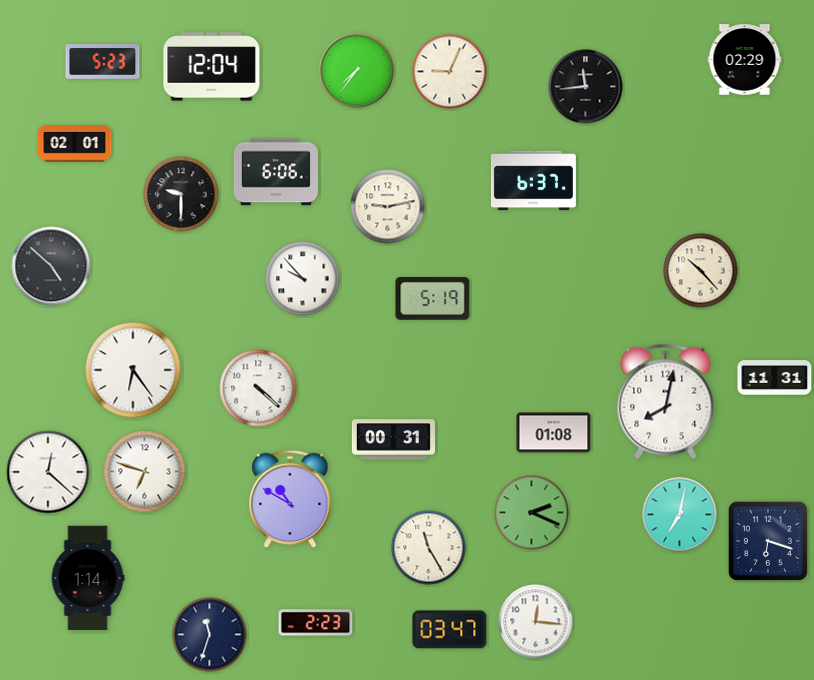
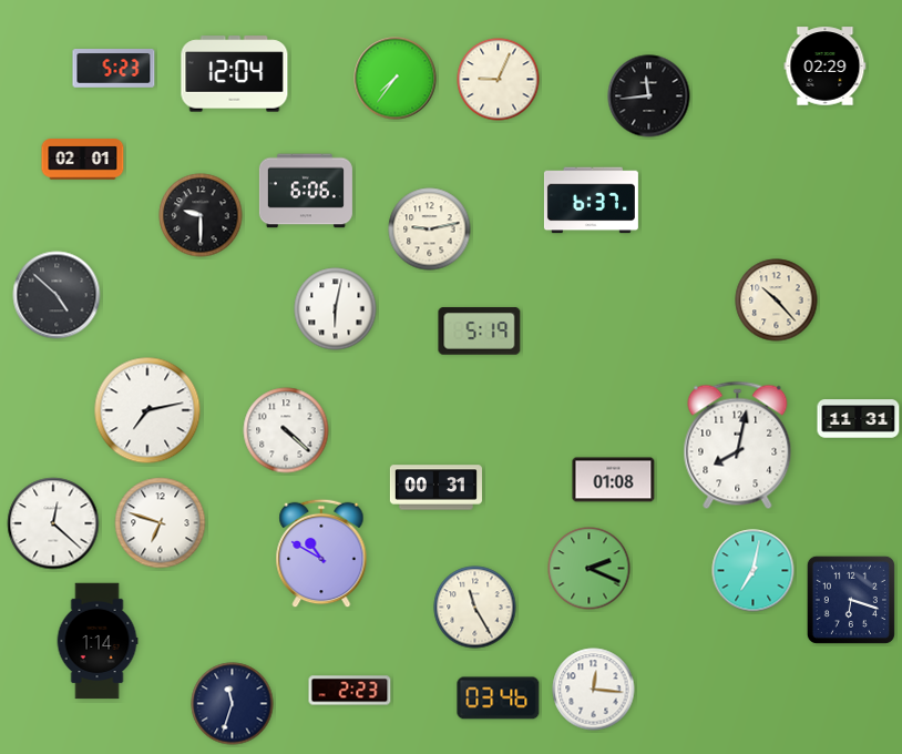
clock at (303, 279): 9:53 -> 6:02
clock at (133, 370): 6:24 -> 7:13
clock at (450, 630): 03:47 -> 03:46
